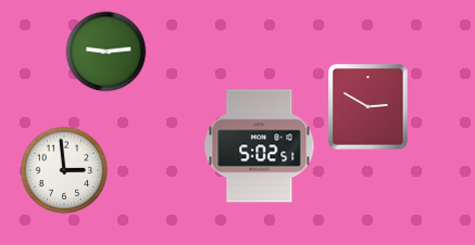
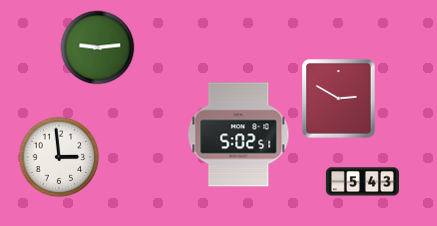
clock at (362, 182): none -> 5:43
